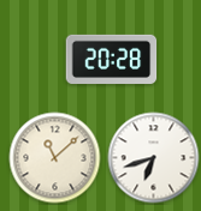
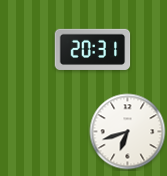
clock at (112, 59): 20:28 -> 20:31
clock at (55, 158): 11:08 -> none
